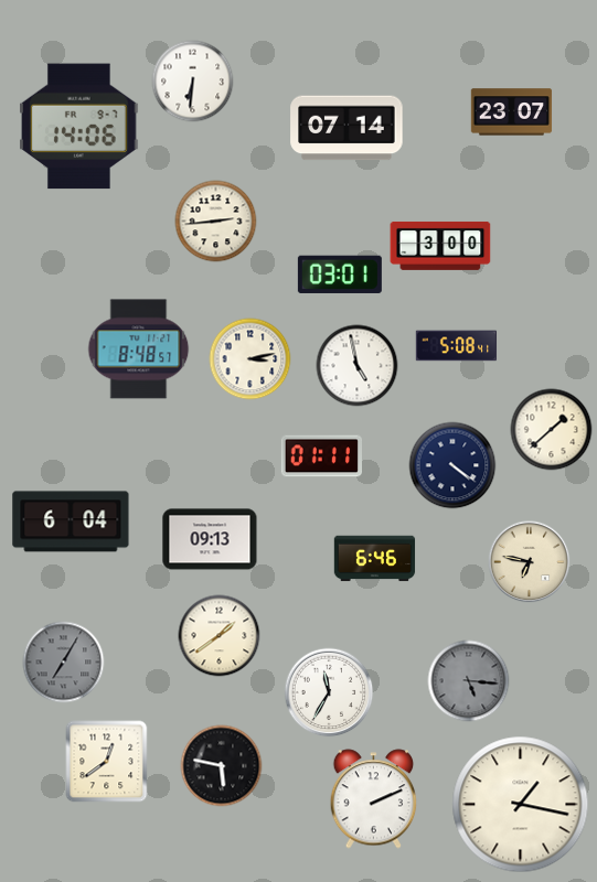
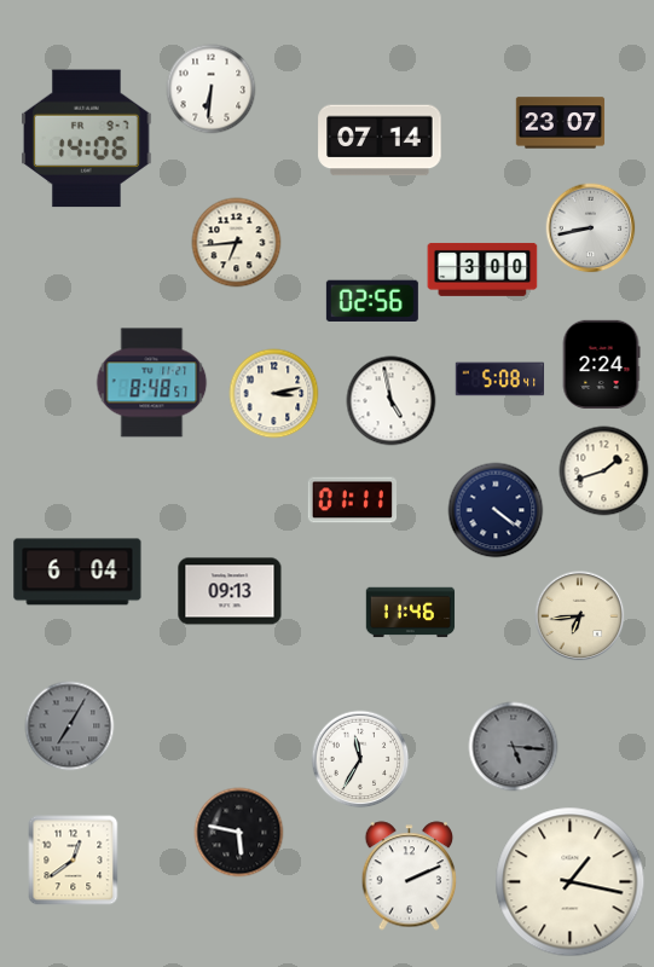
clock at (591, 228): none -> 8:43
clock at (216, 222): 2:44 -> 6:44
clock at (340, 275): 03:01 -> 02:56
clock at (601, 365): none -> 2:24
clock at (552, 430): 1:38 -> 1:42
clock at (375, 559): 6:46 -> 11:46
clock at (530, 562): 6:47 -> 6:44
clock at (220, 636): 1:39 -> none
clock at (107, 762) position: (107, 762) -> (74, 861)
clock at (222, 766) position: (222, 766) -> (239, 833)
